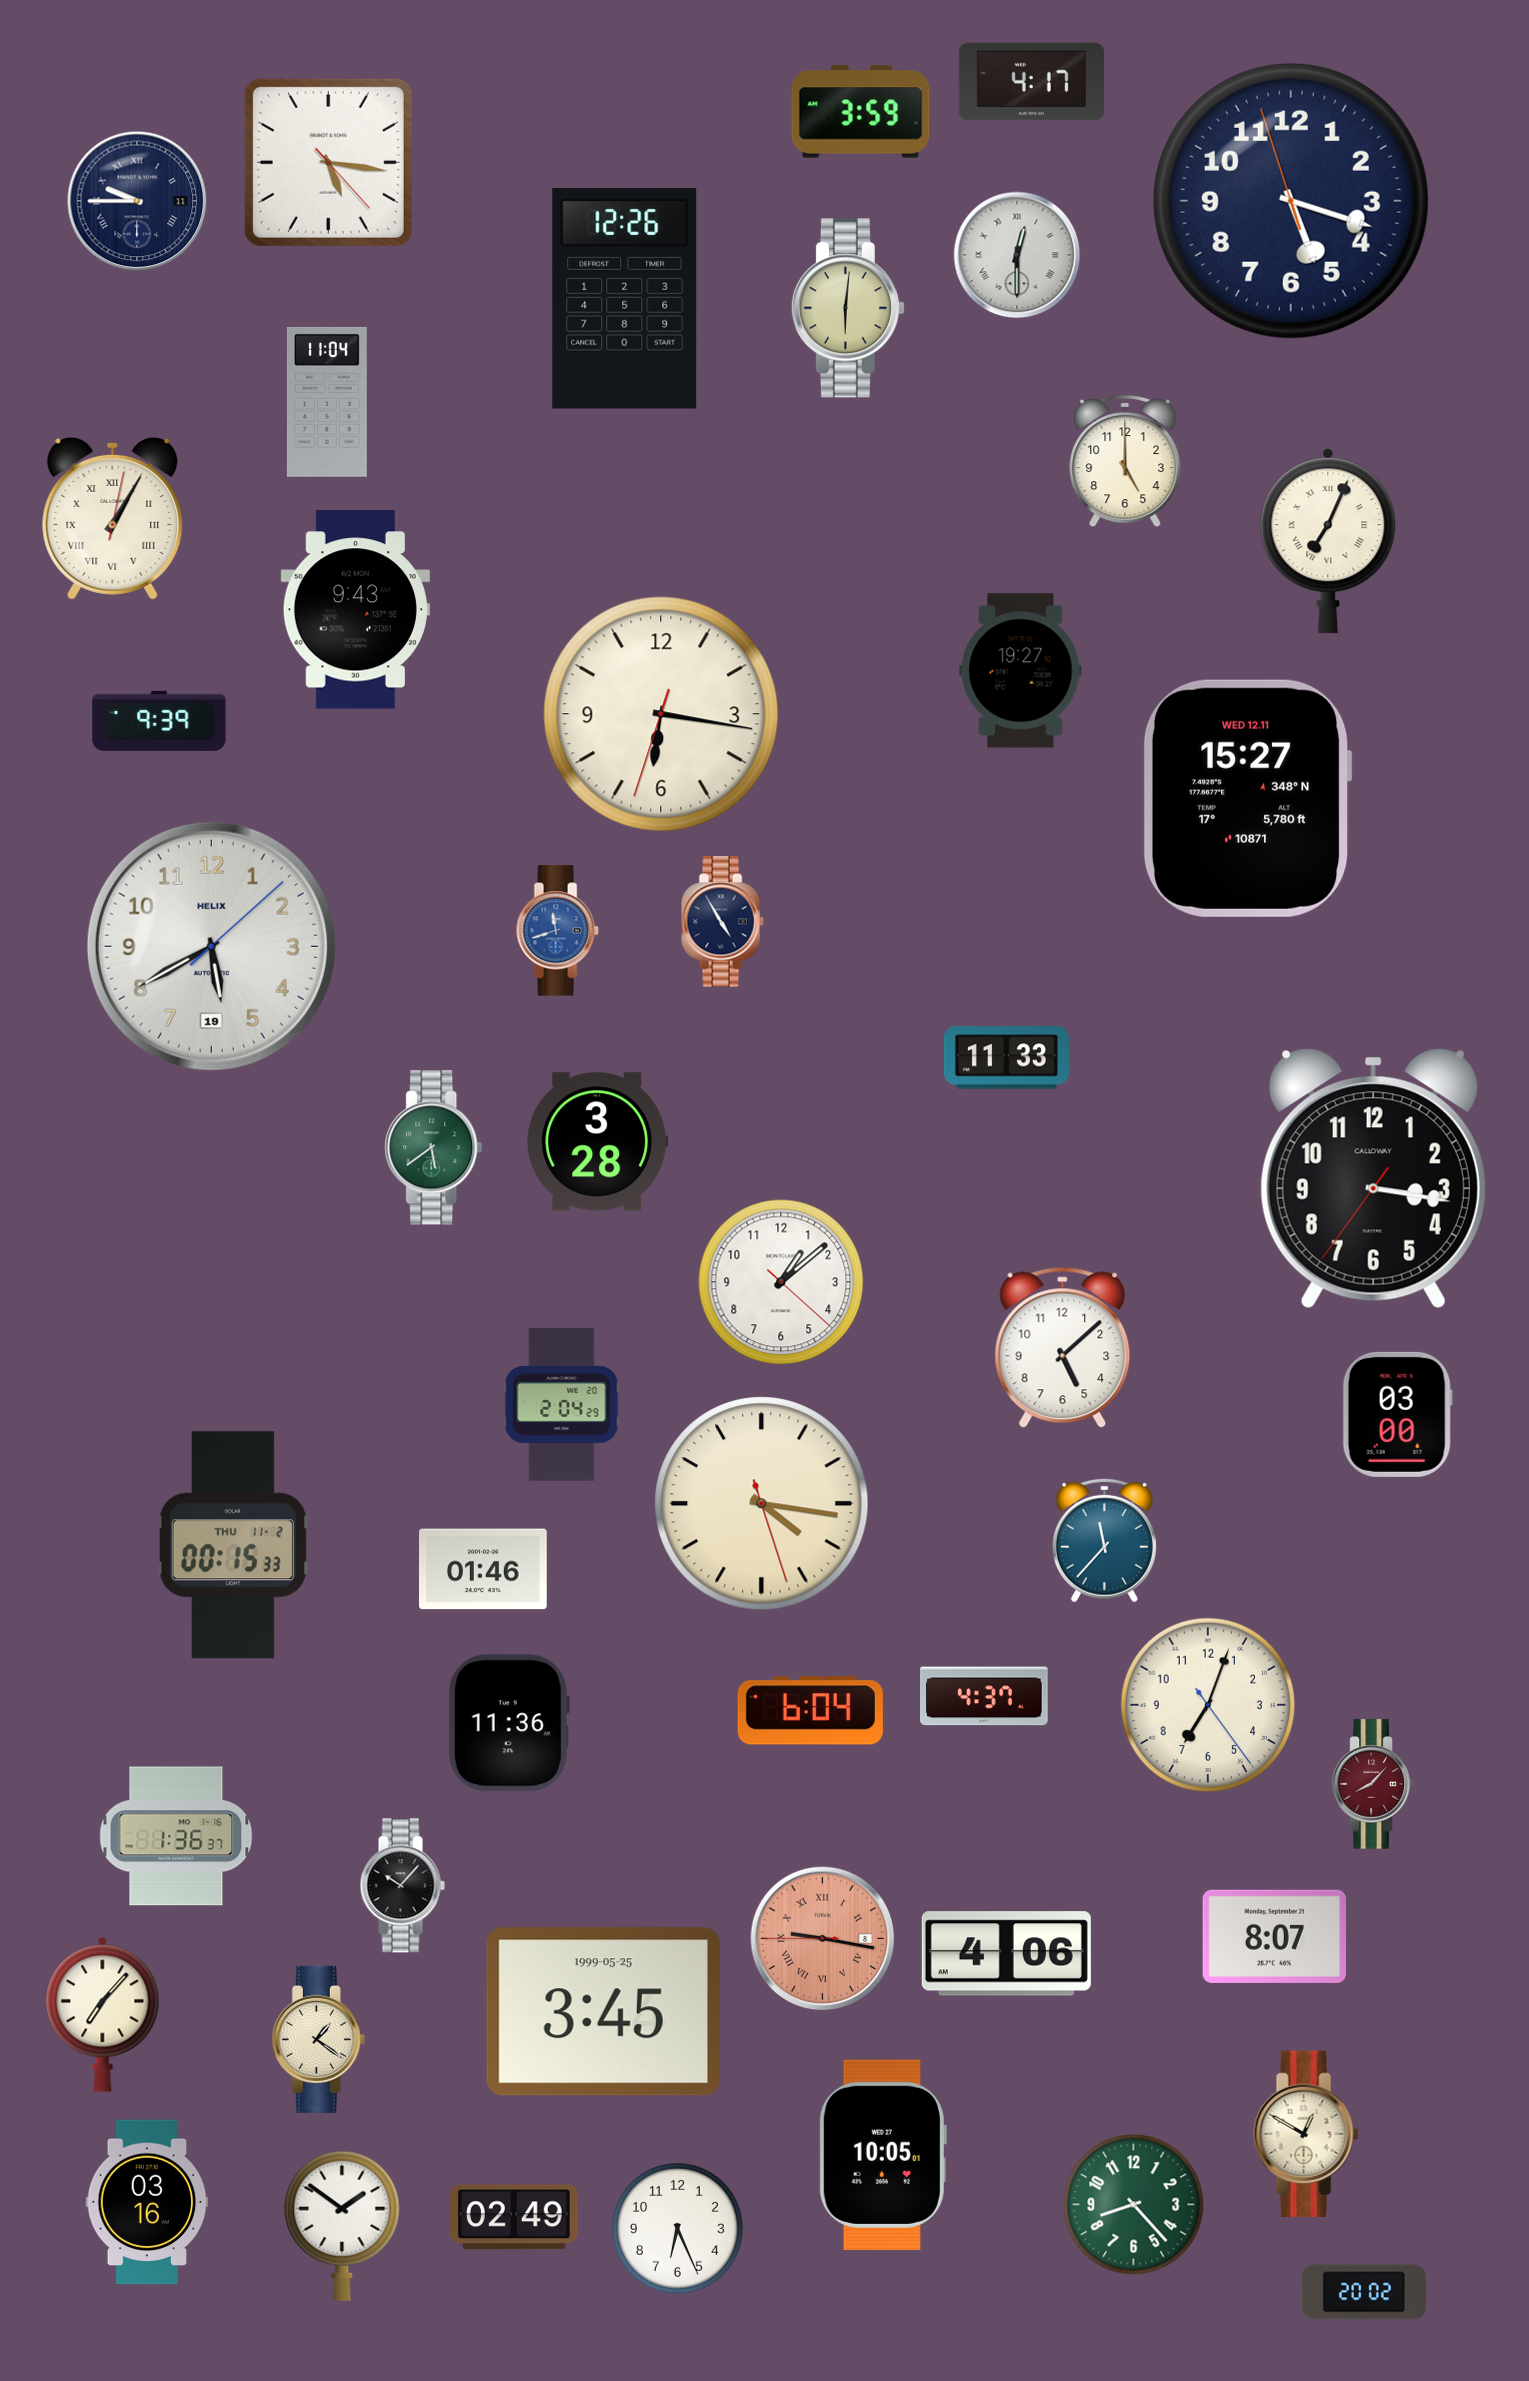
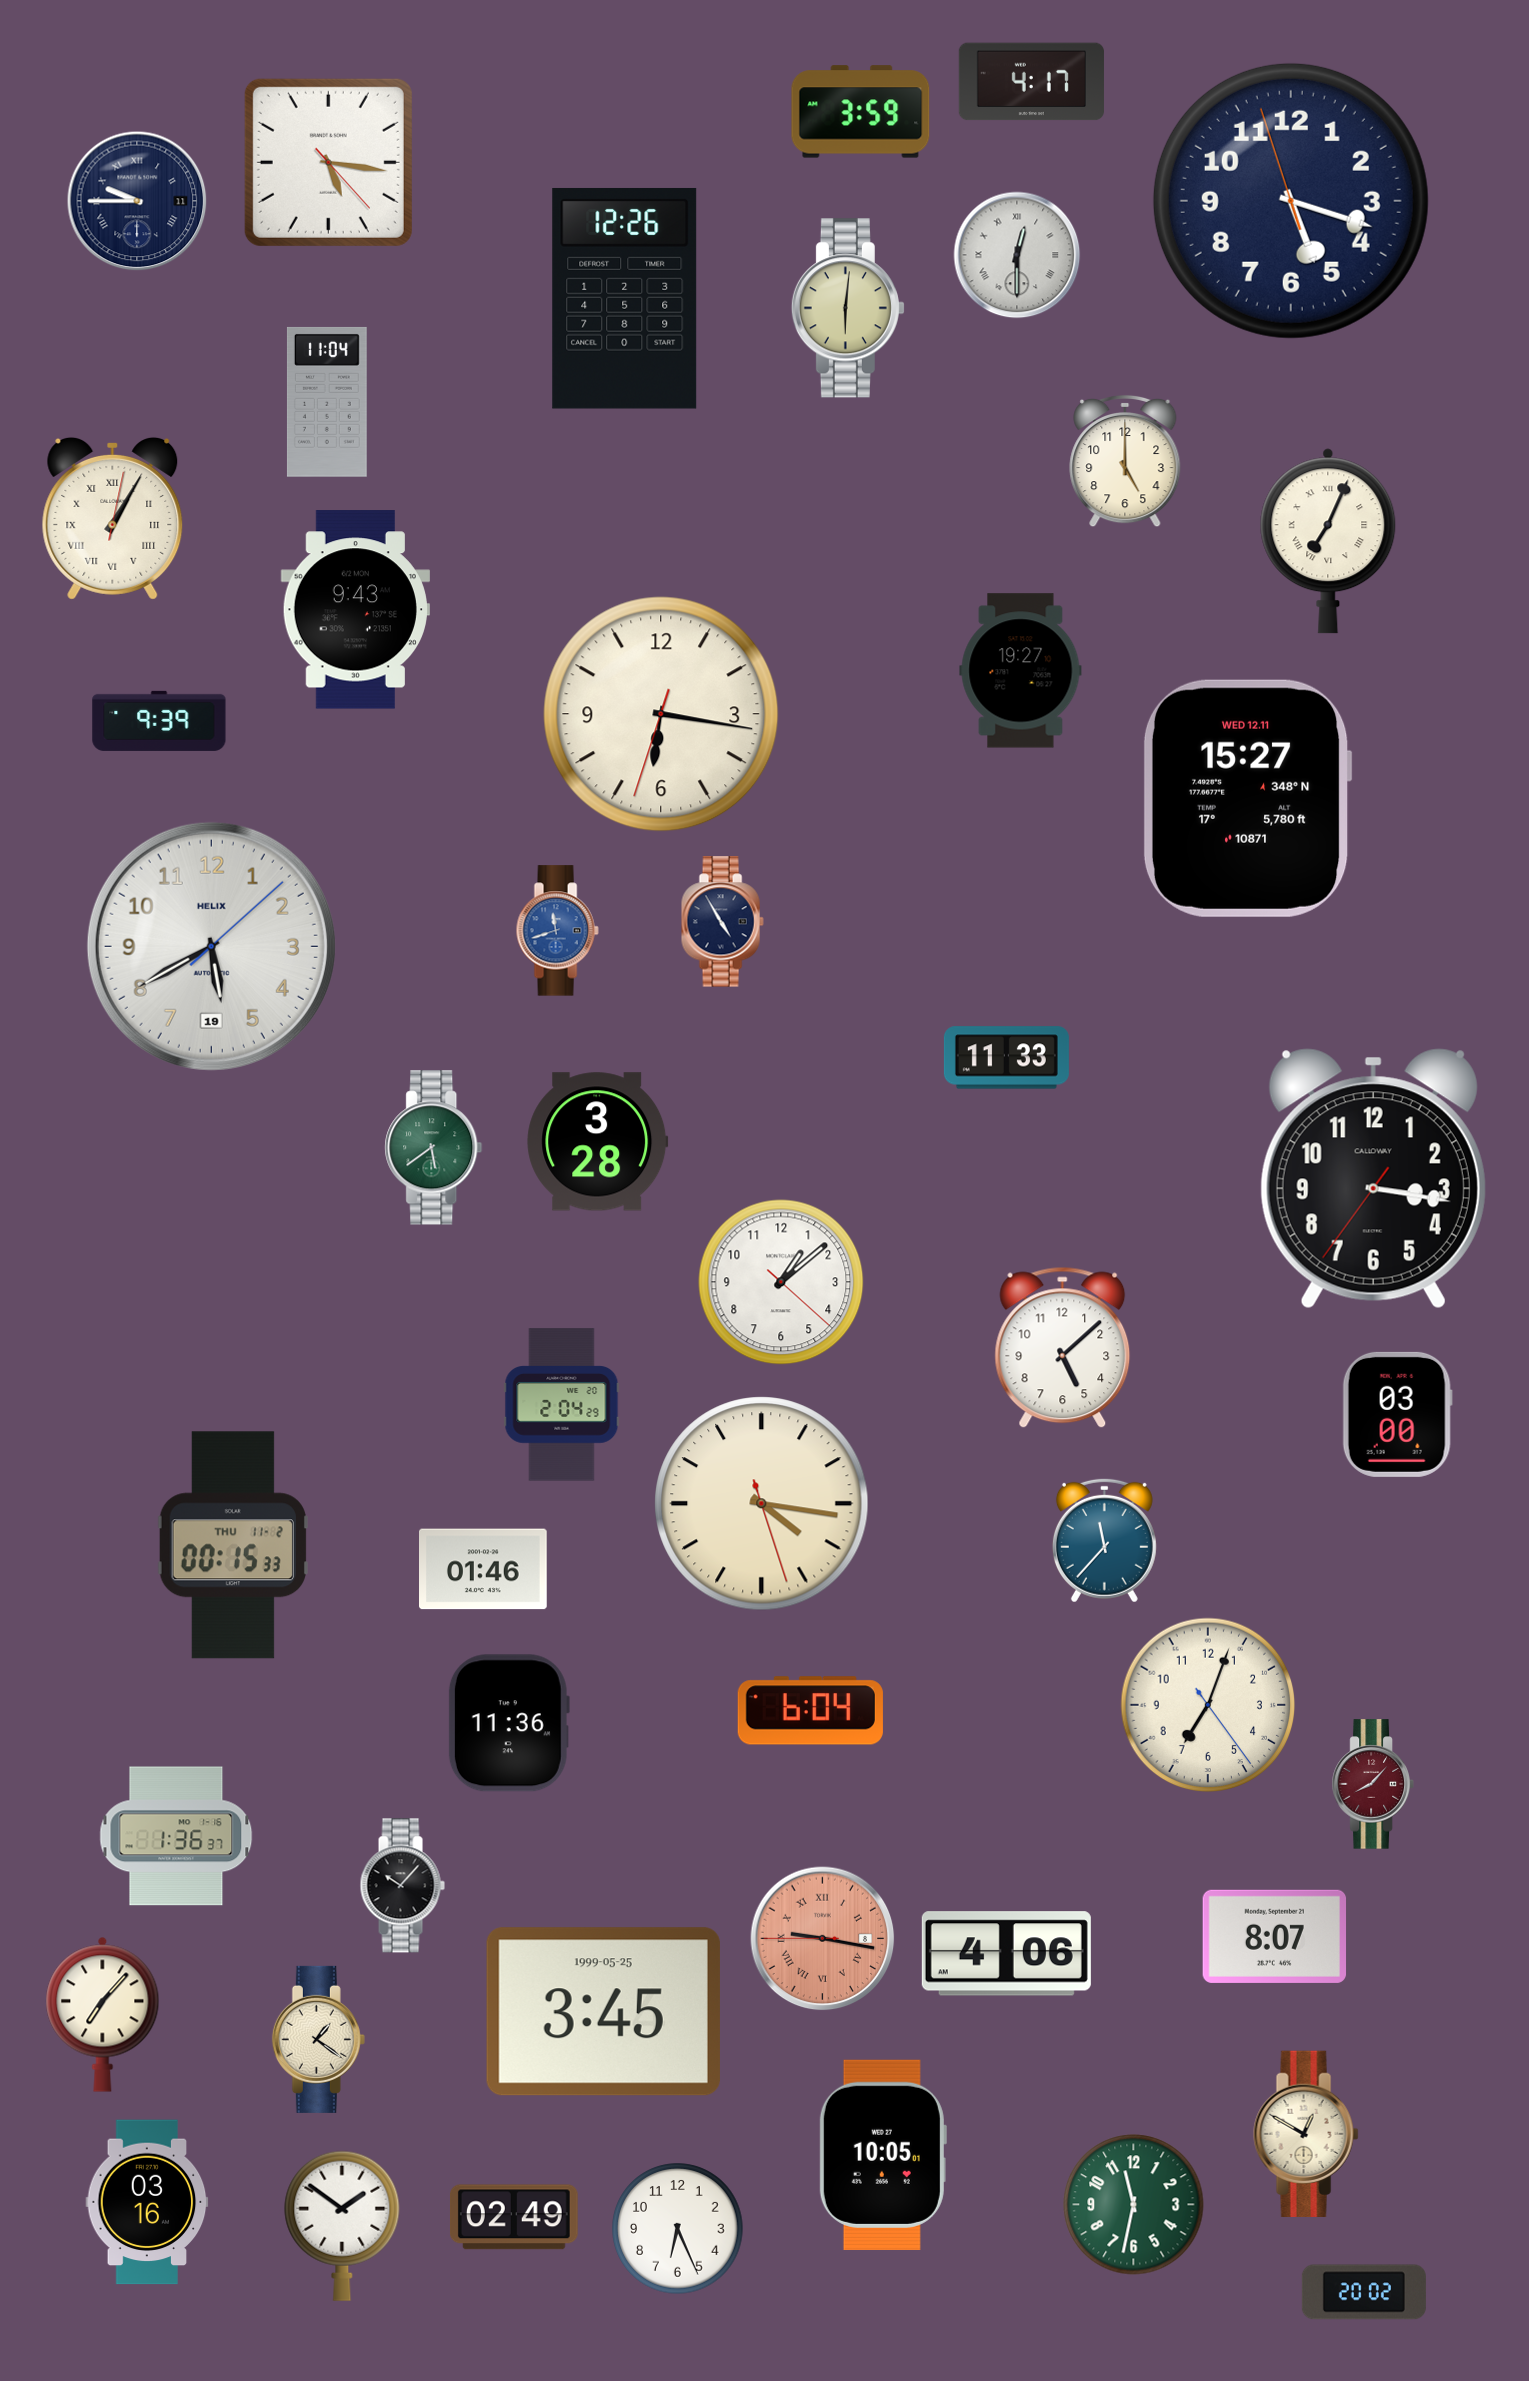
clock at (985, 1696): 4:37 -> none
clock at (1134, 2205): 8:23 -> 11:32
